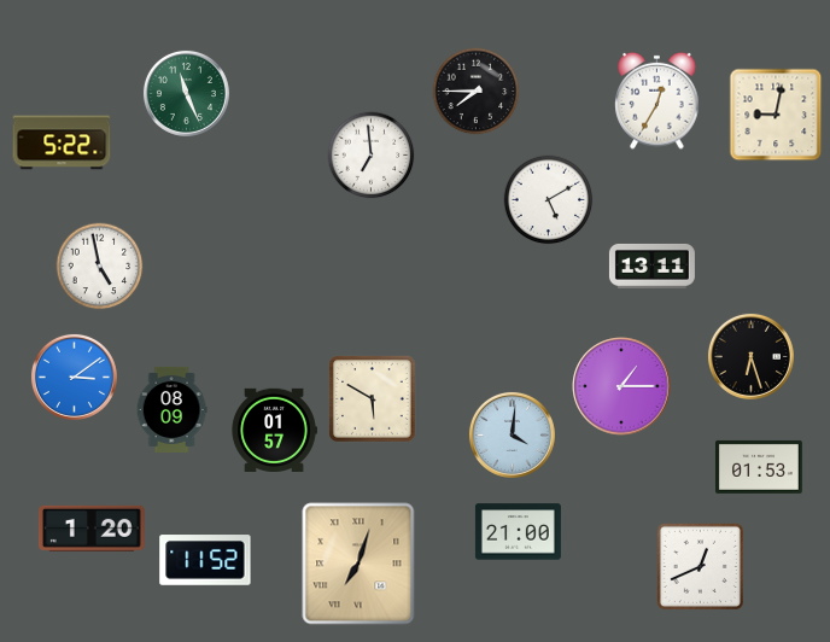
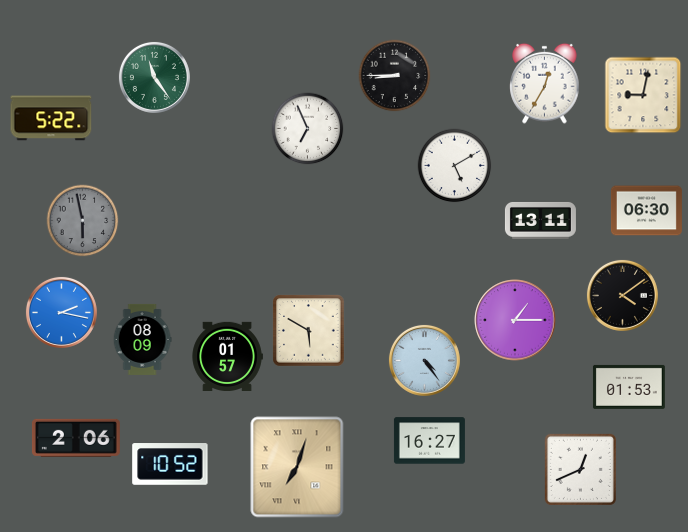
clock at (477, 92): 7:45 -> 8:45
clock at (186, 93): 11:26 -> 11:24
clock at (372, 156): 6:59 -> 6:56
clock at (646, 211): none -> 06:30
clock at (100, 267): 4:58 -> 5:58
clock at (100, 267) dial: white -> grey
clock at (750, 356): 6:27 -> 4:09
clock at (74, 377): 3:09 -> 2:17
clock at (512, 434): 4:01 -> 4:24
clock at (92, 529): 1:20 -> 2:06
clock at (518, 532): 21:00 -> 16:27
clock at (205, 560): 11:52 -> 10:52
